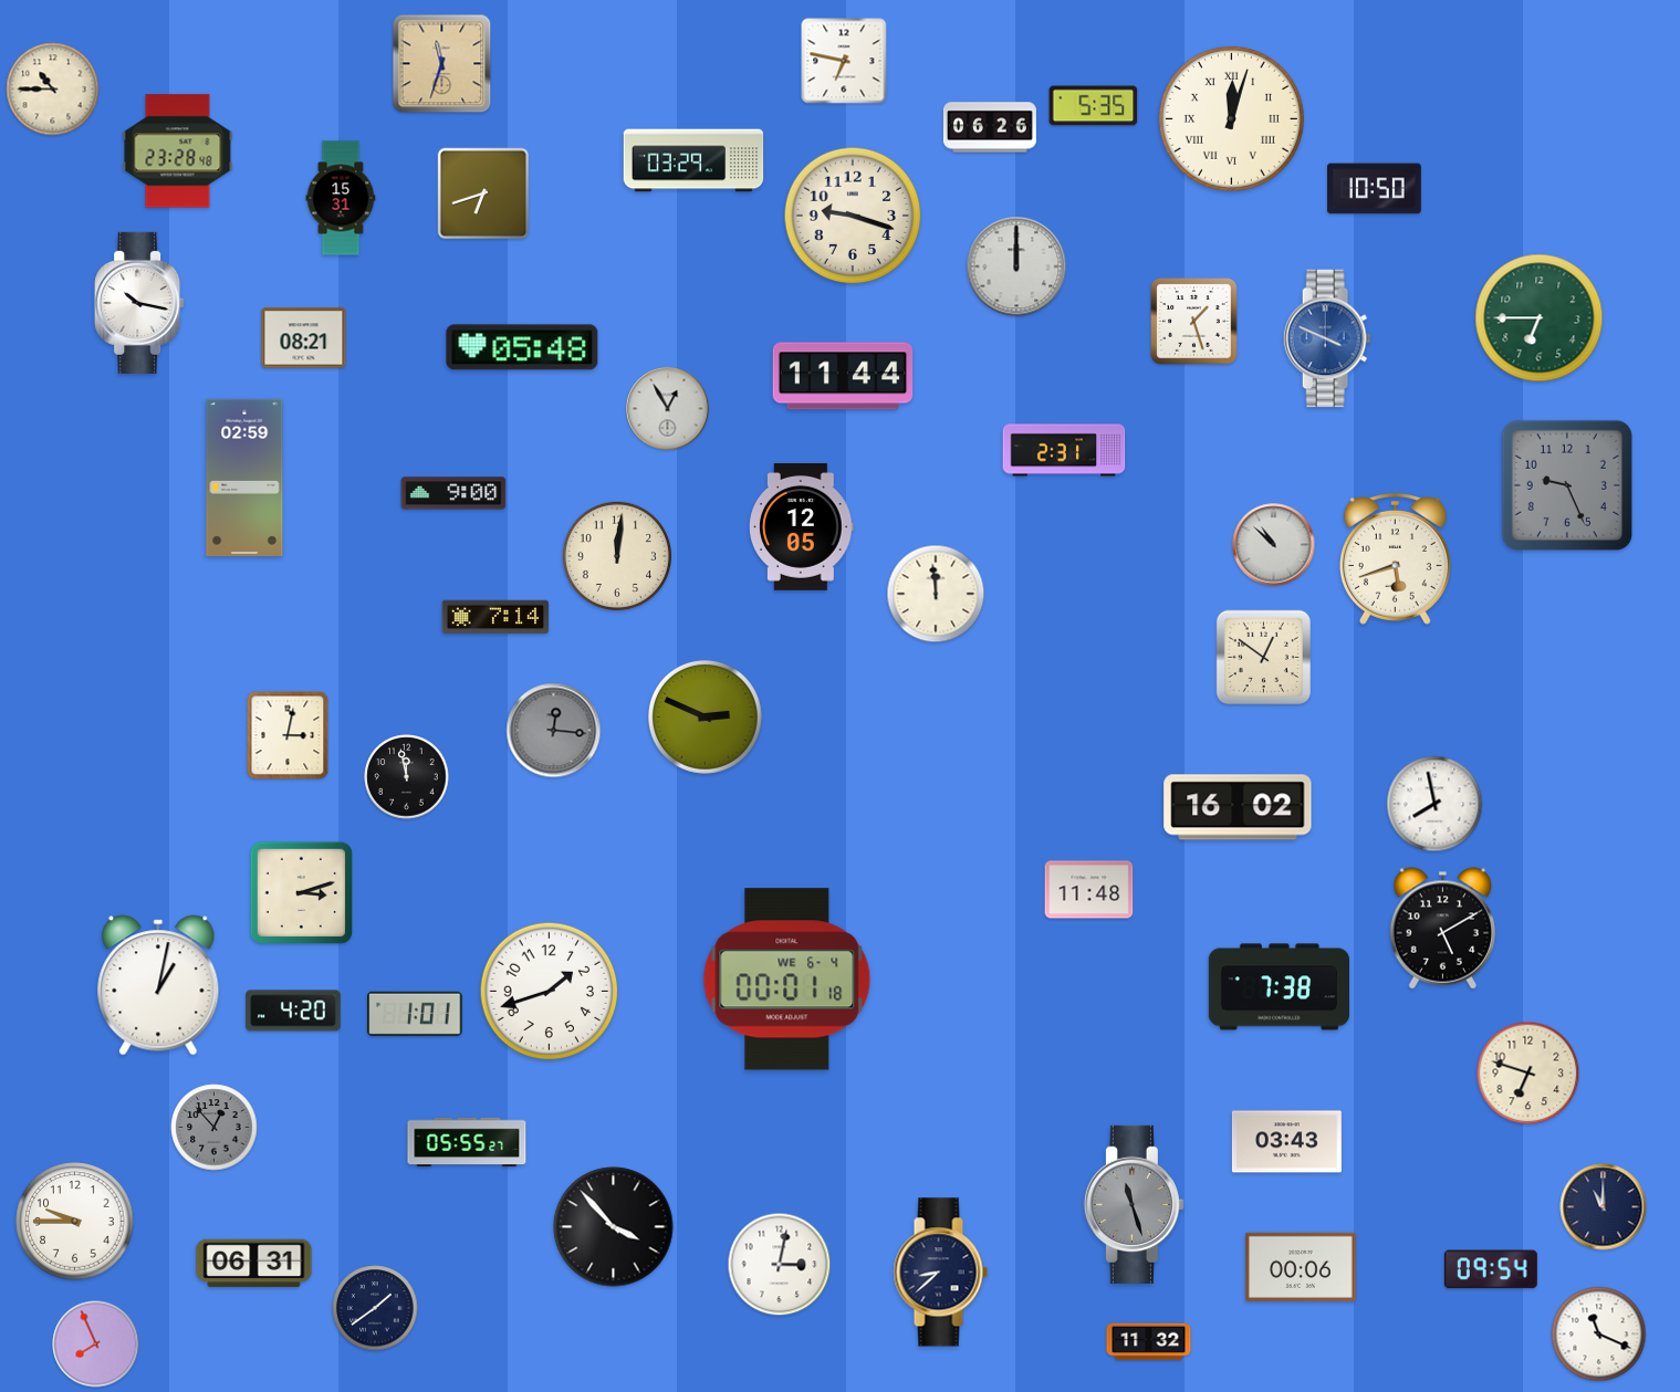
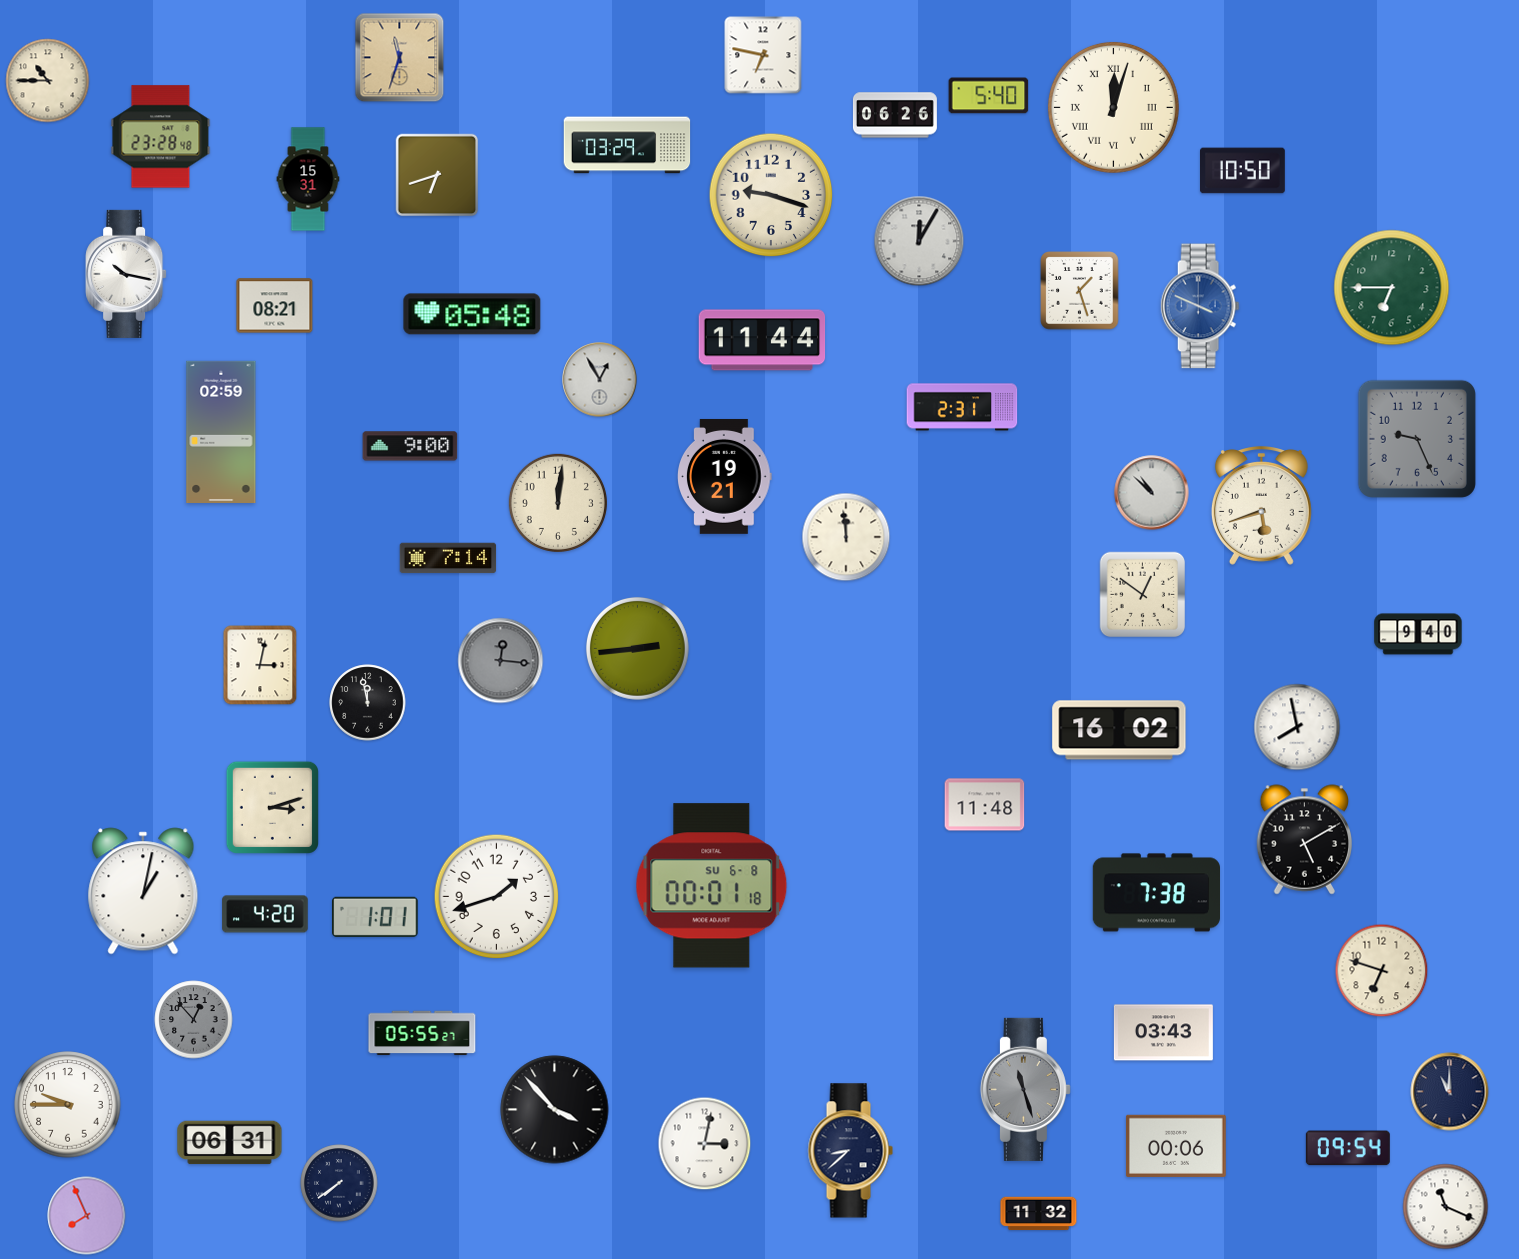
clock at (1094, 106): 5:35 -> 5:40
clock at (1016, 266): 12:00 -> 12:05
clock at (668, 409) position: (668, 409) -> (600, 380)
clock at (802, 526): 12:05 -> 19:21
clock at (1418, 634): none -> 9:40
clock at (705, 716): 2:49 -> 2:44
clock at (787, 980) date: WE 6-4 -> SU 6-8
clock at (375, 1308): 1:39 -> 7:39
